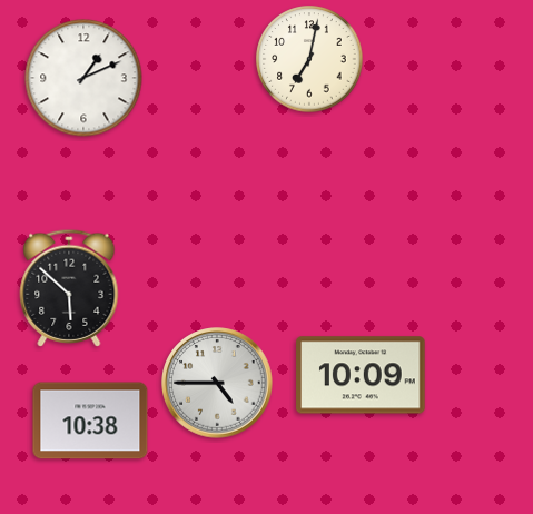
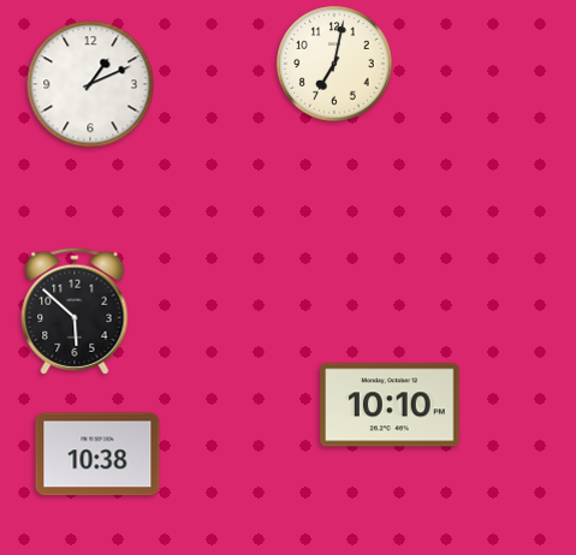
clock at (361, 375): 10:09 -> 10:10
clock at (217, 383): 4:45 -> none
